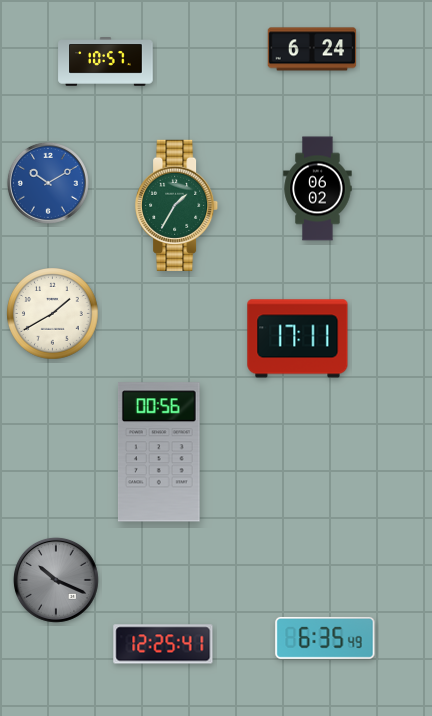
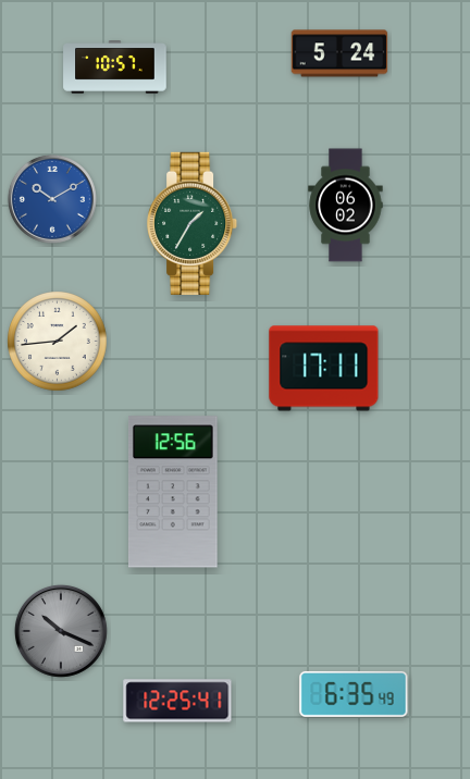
clock at (312, 49): 6:24 -> 5:24
clock at (53, 314): 1:40 -> 1:44
clock at (159, 452): 00:56 -> 12:56
